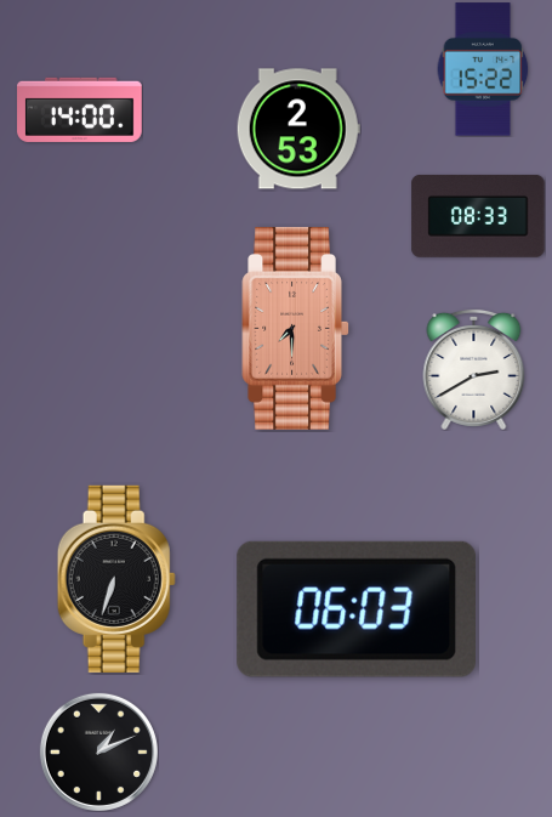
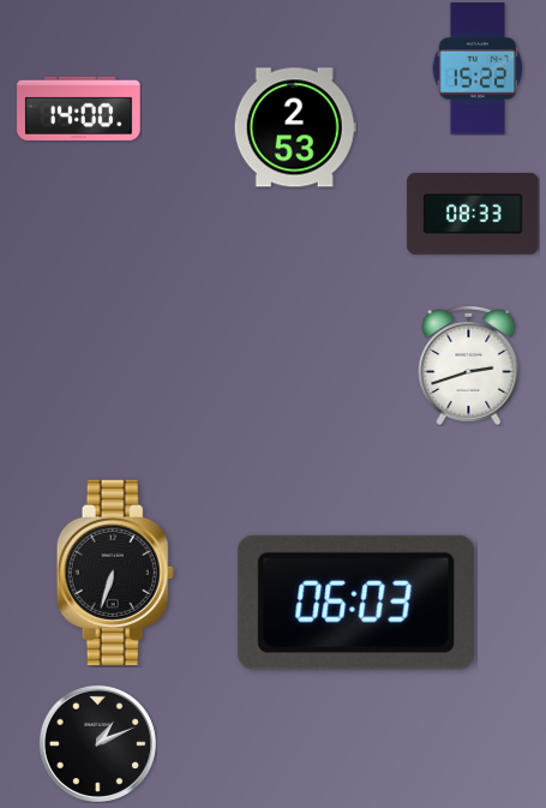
clock at (295, 328): 7:30 -> none
clock at (474, 369): 2:40 -> 2:42
clock at (355, 609) position: (355, 609) -> (355, 603)
